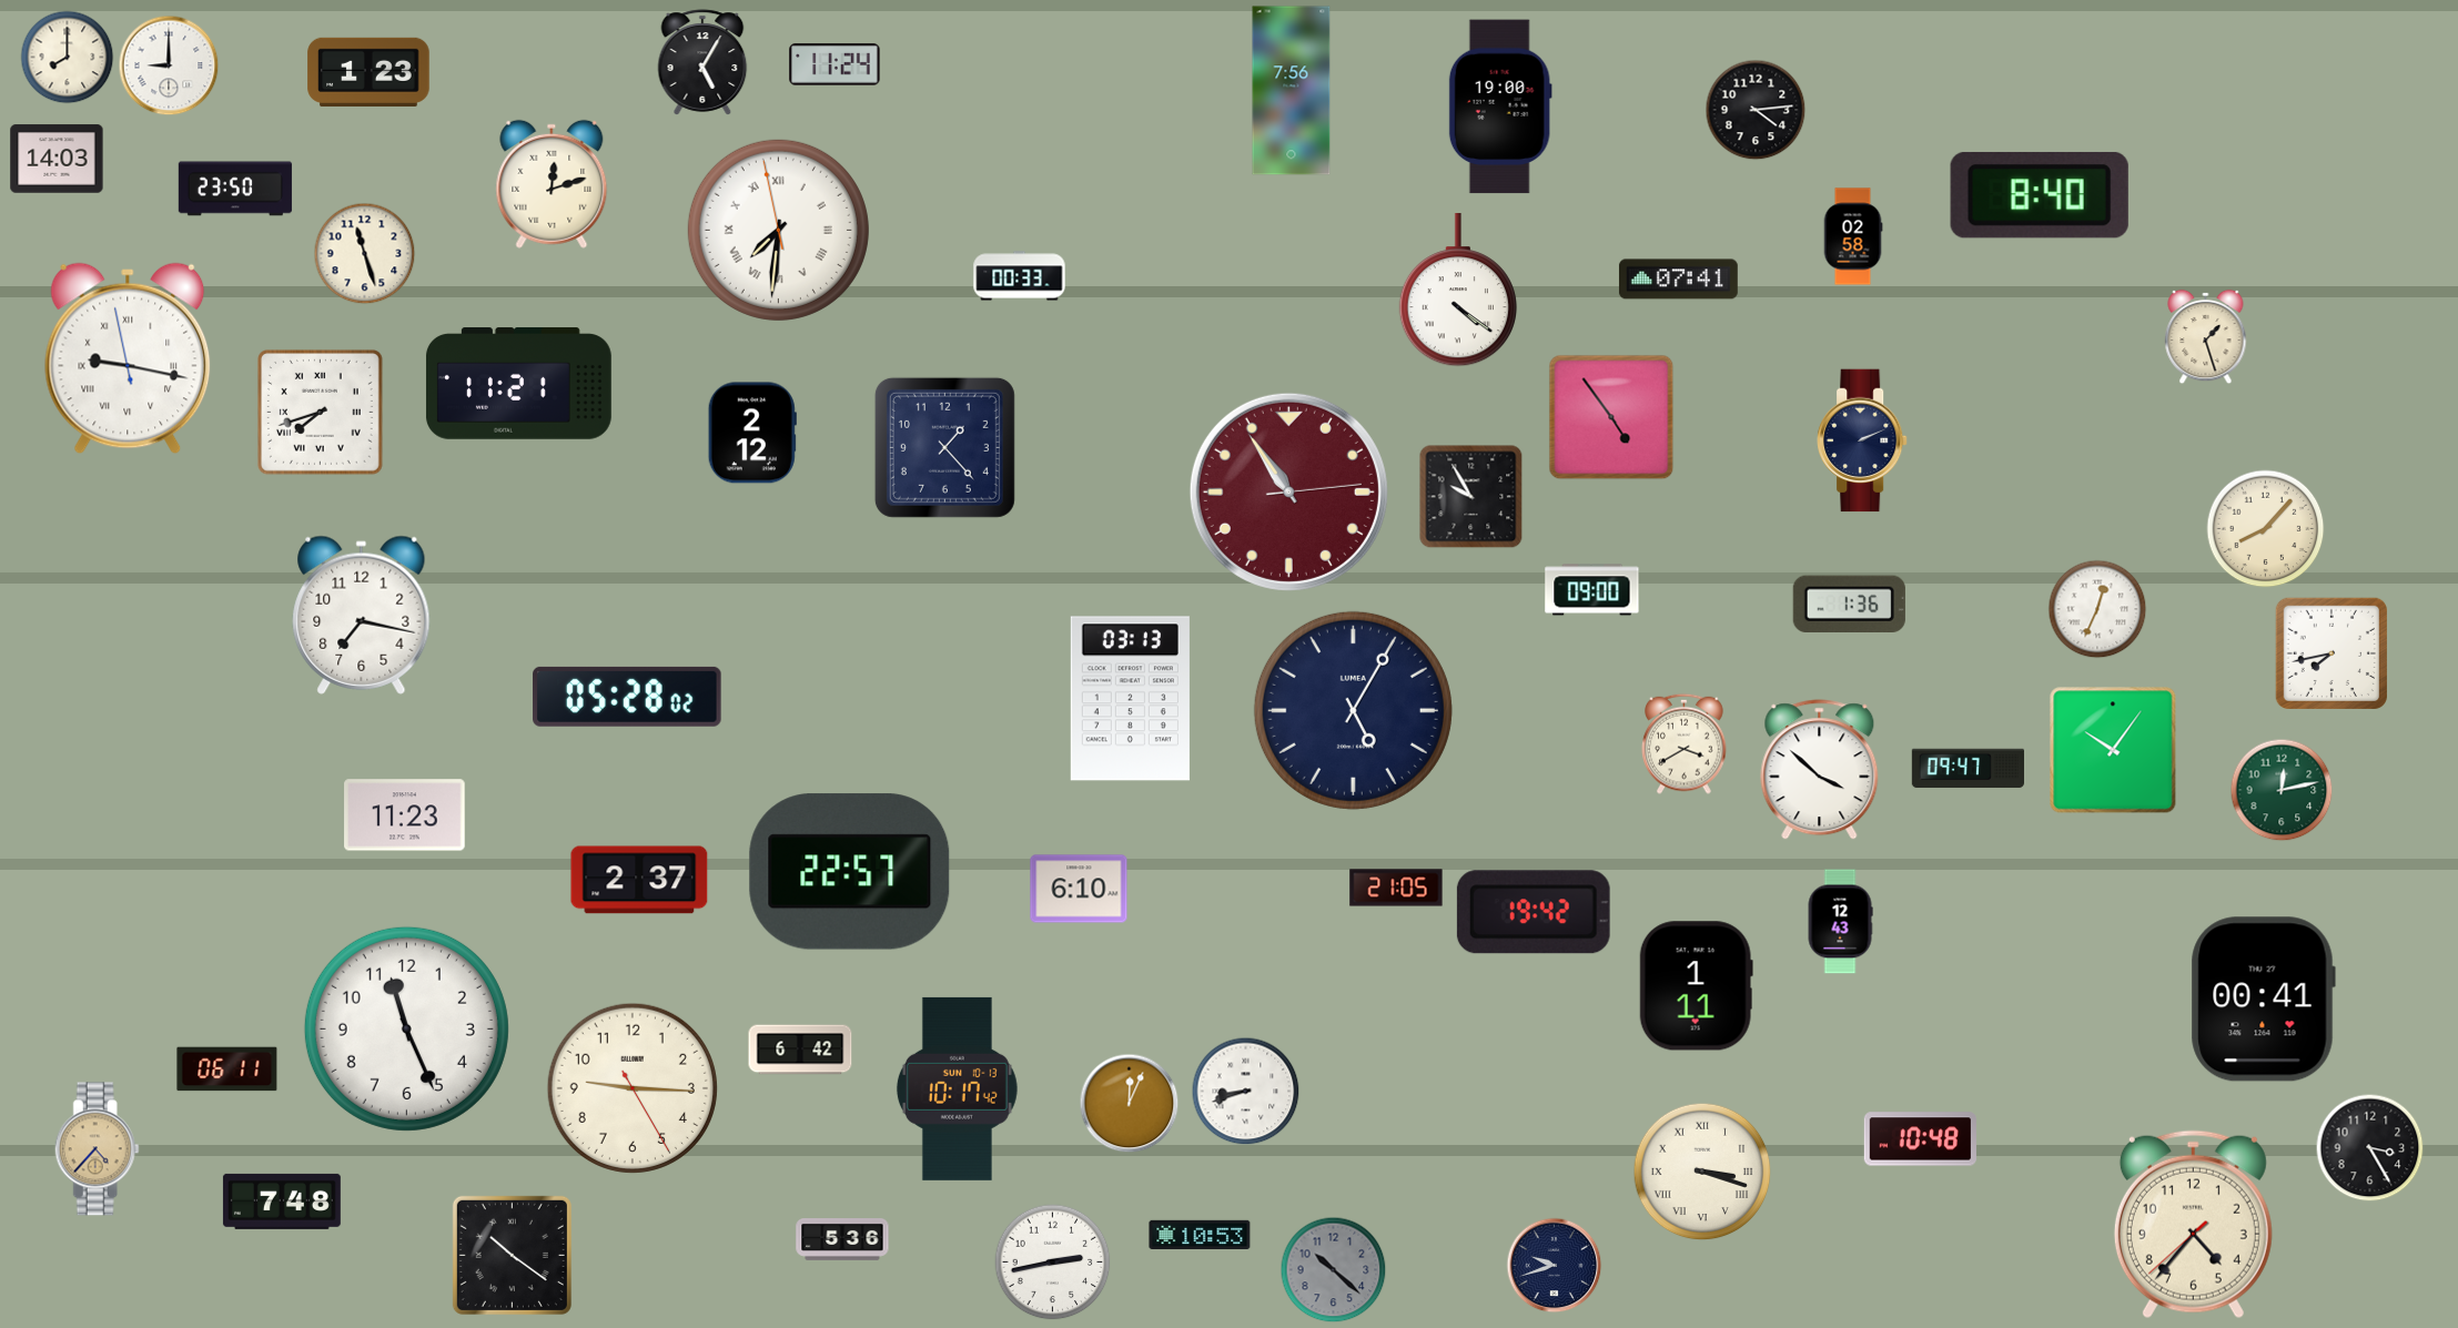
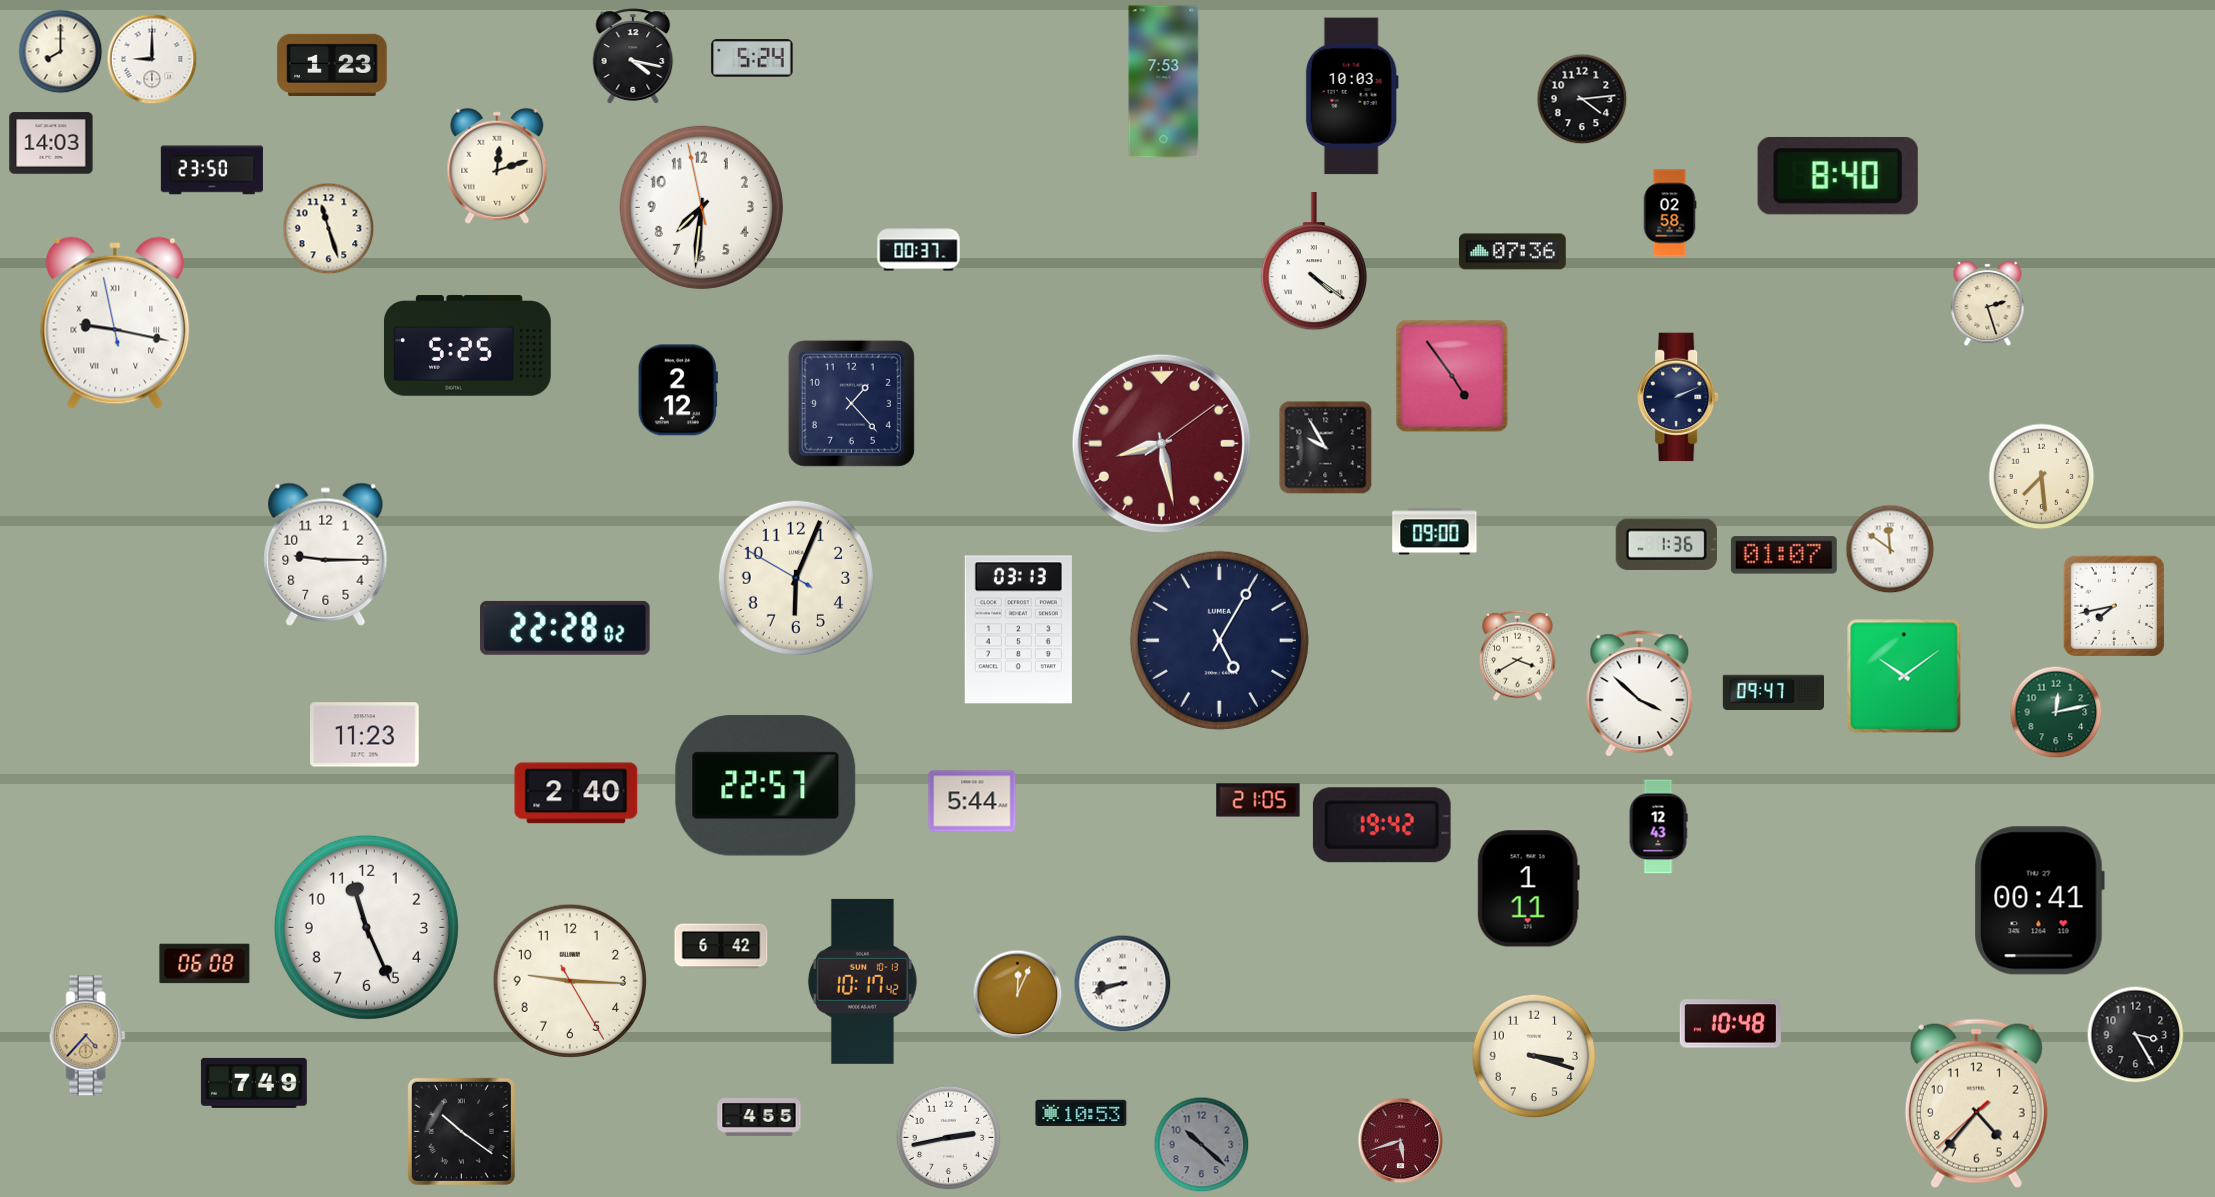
clock at (702, 62): 5:05 -> 4:17
clock at (834, 64): 11:24 -> 5:24
clock at (1292, 91): 7:56 -> 7:53
clock at (1500, 107): 19:00 -> 10:03
clock at (778, 230) numerals: Roman -> Arabic
clock at (1020, 276): 00:33 -> 00:37
clock at (1678, 280): 07:41 -> 07:36
clock at (2206, 337): 1:27 -> 2:27
clock at (518, 384): 11:21 -> 5:25
clock at (320, 412): 7:42 -> none
clock at (1288, 491): 10:54 -> 8:28
clock at (2266, 529): 8:07 -> 7:29
clock at (2097, 609): 12:34 -> 11:51
clock at (362, 615): 7:17 -> 9:15
clock at (1784, 555): none -> 01:07
clock at (796, 578): none -> 6:03
clock at (2330, 652) position: (2330, 652) -> (2113, 605)
clock at (627, 697): 05:28 -> 22:28
clock at (1685, 743) position: (1685, 743) -> (1518, 655)
clock at (2113, 750): 10:06 -> 10:09
clock at (639, 880): 2:37 -> 2:40
clock at (1079, 889): 6:10 -> 5:44
clock at (1534, 912) position: (1534, 912) -> (1382, 825)
clock at (1840, 922) position: (1840, 922) -> (1658, 827)
clock at (227, 1070): 06:11 -> 06:08
clock at (1920, 1139) position: (1920, 1139) -> (1730, 1024)
clock at (1702, 1172) numerals: Roman -> Arabic
clock at (282, 1202): 7:48 -> 7:49
clock at (842, 1240): 5:36 -> 4:55
clock at (1555, 1266): 9:42 -> 5:42
clock at (1555, 1266) dial: navy -> burgundy
